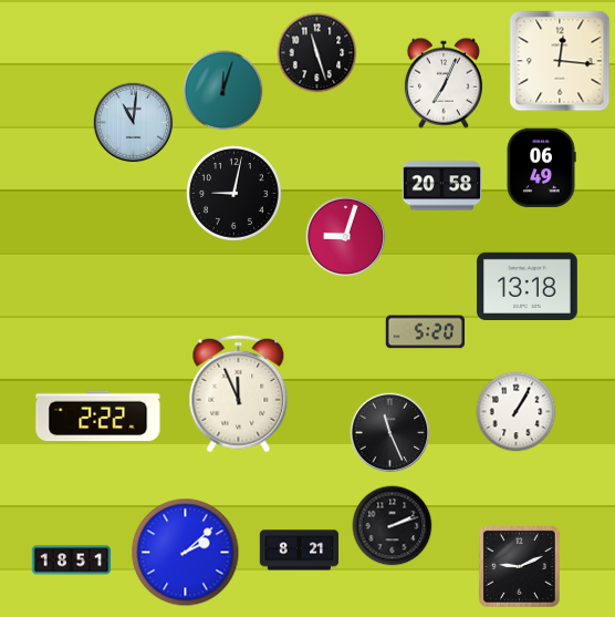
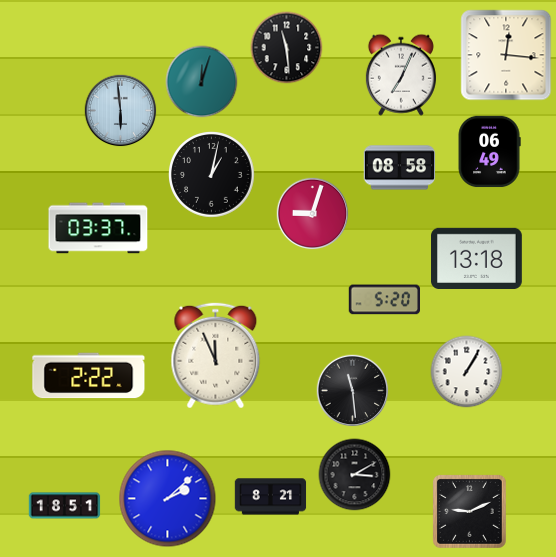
clock at (317, 53): 11:27 -> 11:29
clock at (134, 123): 11:01 -> 5:59
clock at (442, 186): 20:58 -> 08:58
clock at (234, 194): 9:02 -> 1:02
clock at (98, 228): none -> 03:37
clock at (390, 433): 11:26 -> 11:29
clock at (393, 526): 2:12 -> 3:10
